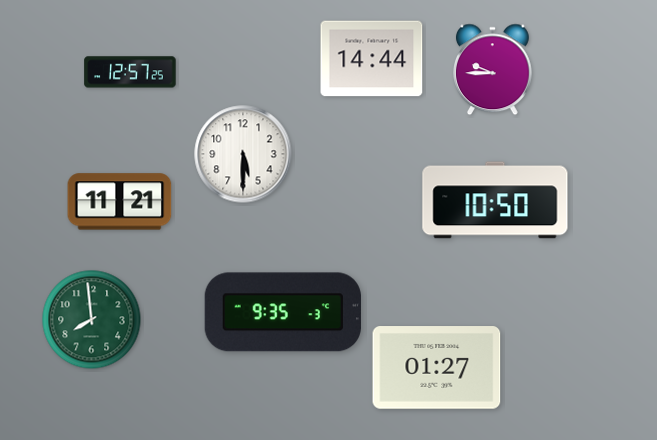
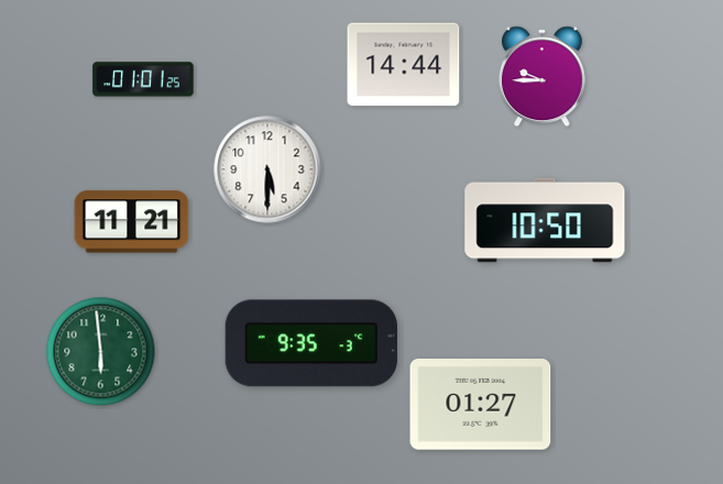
clock at (372, 59) position: (372, 59) -> (404, 65)
clock at (130, 72): 12:57 -> 01:01
clock at (92, 320): 7:59 -> 5:59
